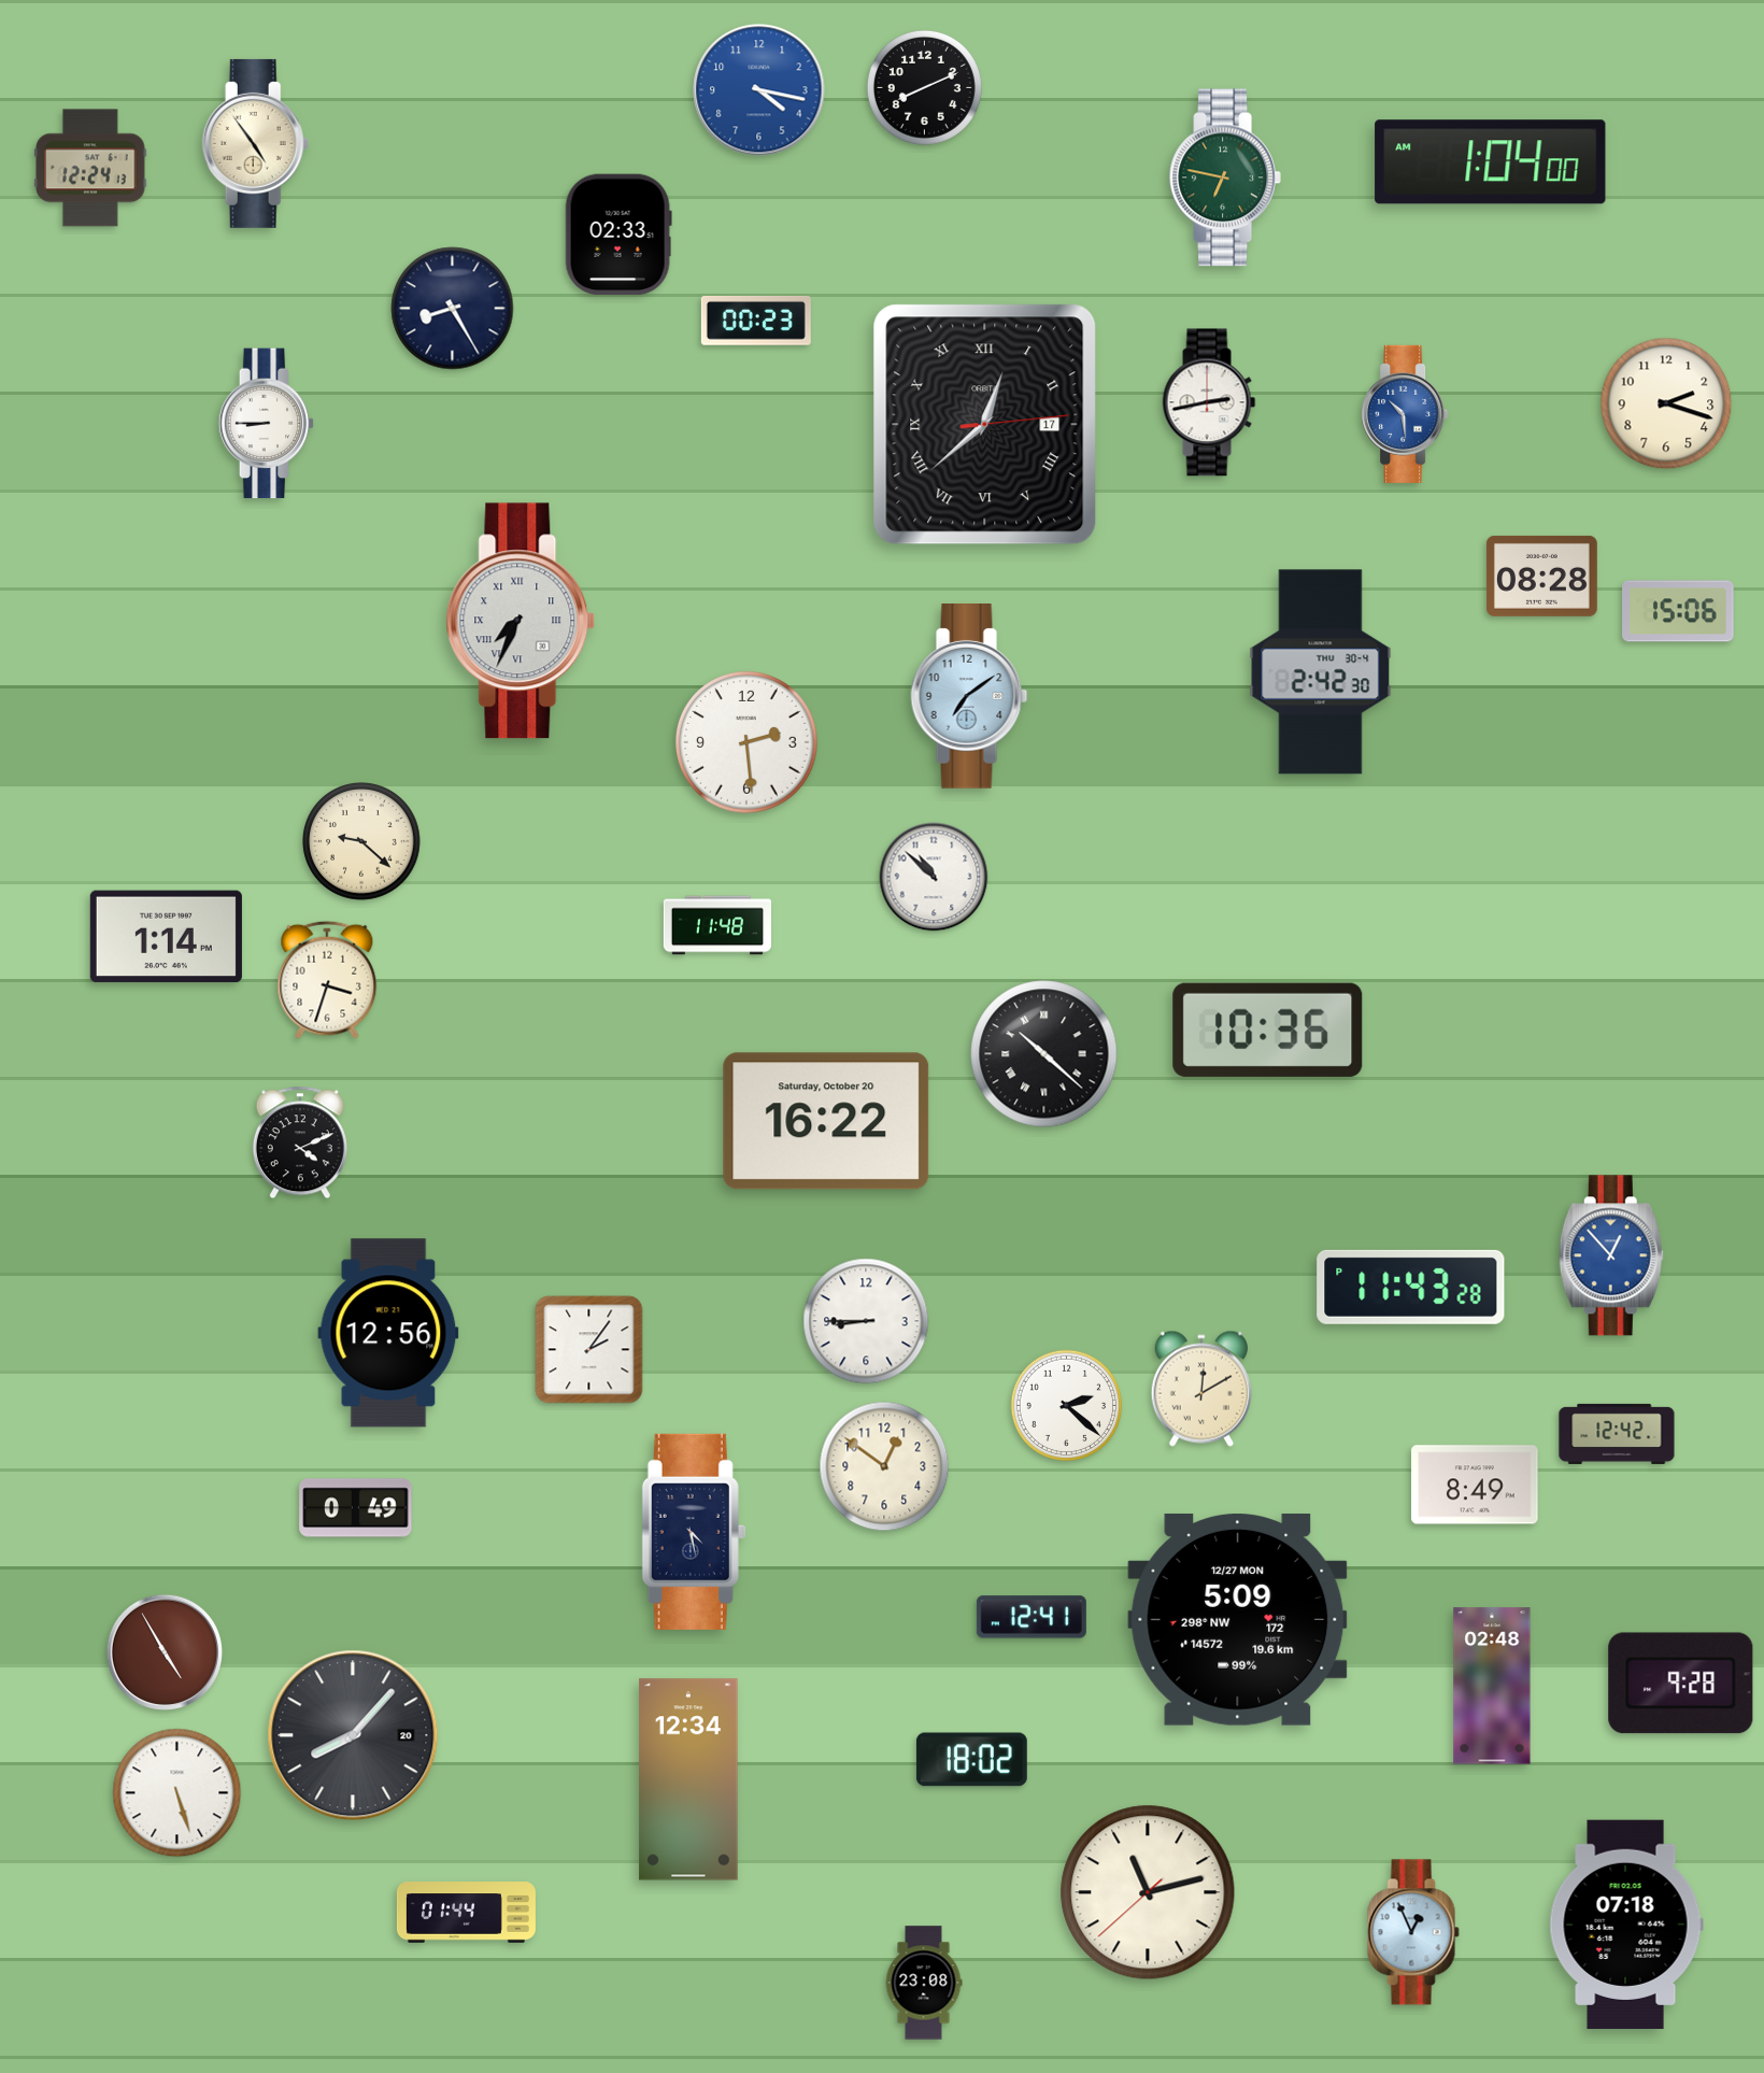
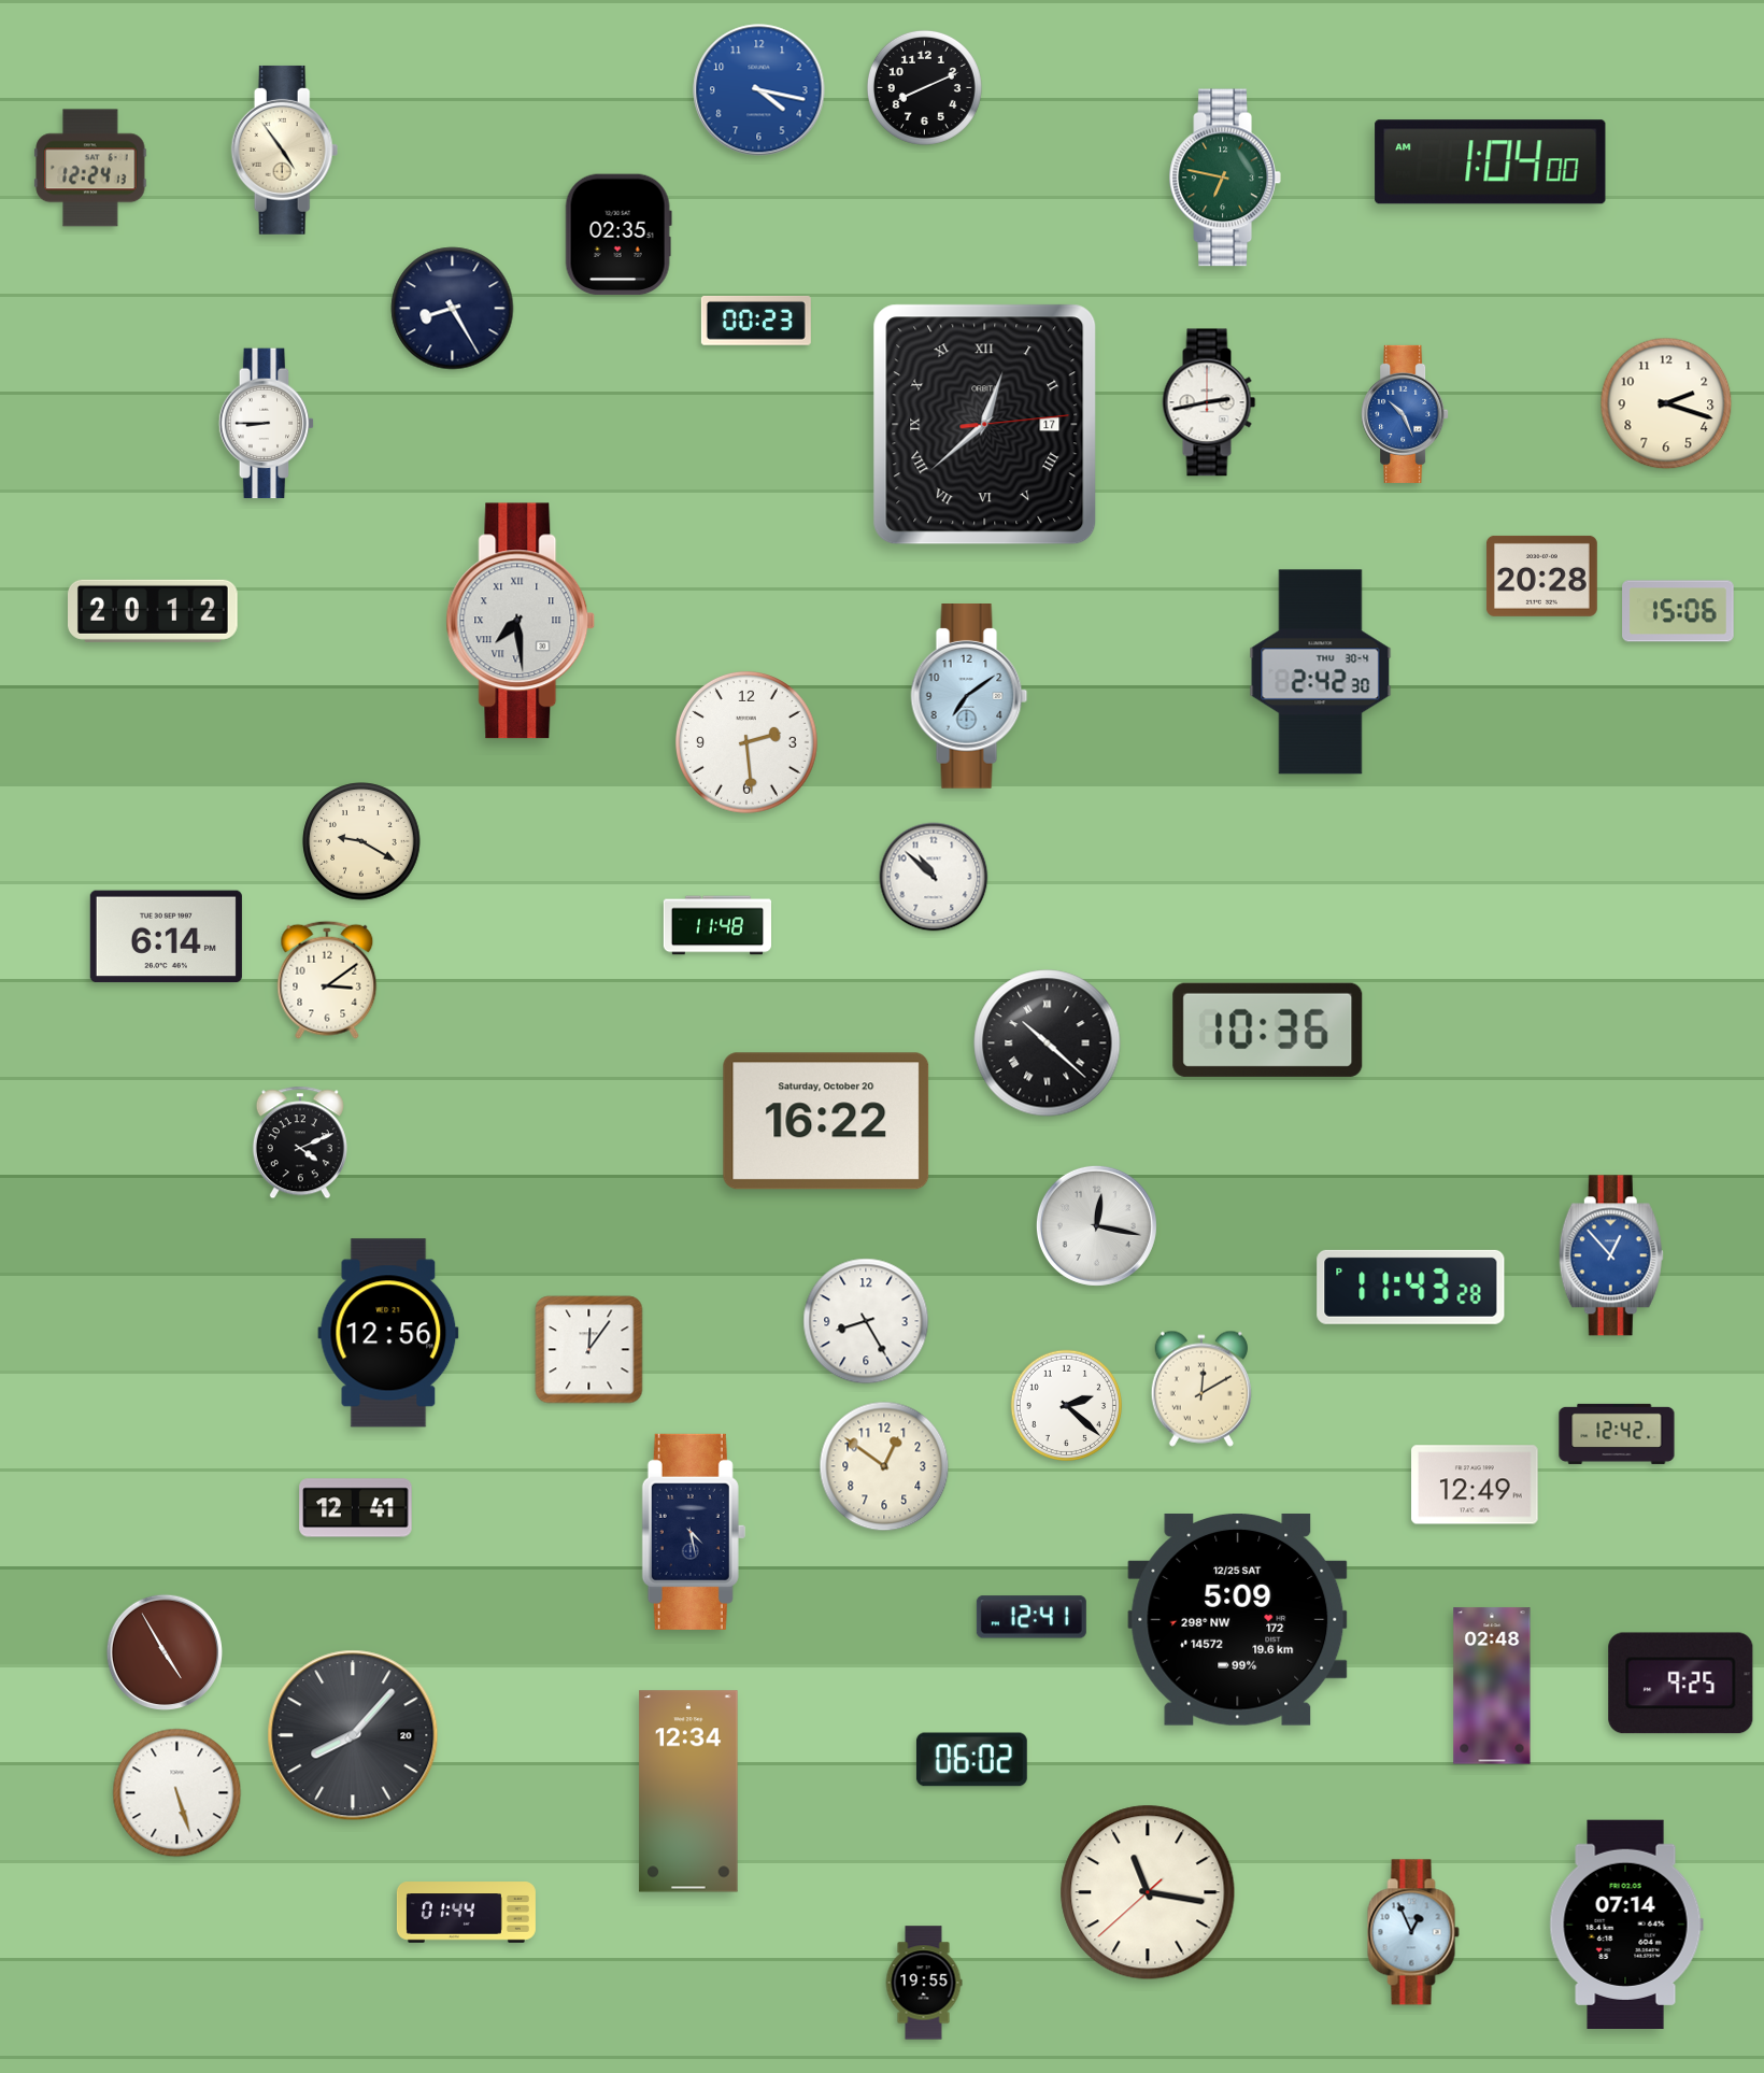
clock at (256, 143) position: (256, 143) -> (285, 150)
clock at (618, 235): 02:33 -> 02:35
clock at (1405, 414): 10:29 -> 10:26
clock at (1541, 576): 08:28 -> 20:28
clock at (154, 611): none -> 20:12
clock at (521, 621): 7:34 -> 7:29
clock at (361, 841): 9:22 -> 9:20
clock at (166, 937): 1:14 -> 6:14
clock at (327, 980): 3:33 -> 3:09
clock at (1044, 1054) position: (1044, 1054) -> (1048, 1043)
clock at (1096, 1225): none -> 12:17
clock at (866, 1321): 8:45 -> 8:25
clock at (589, 1350): 2:06 -> 12:06
clock at (1475, 1485): 8:49 -> 12:49
clock at (356, 1508): 0:49 -> 12:41
clock at (1238, 1619) date: 12/27 MON -> 12/25 SAT
clock at (1681, 1684): 9:28 -> 9:25
clock at (971, 1760): 18:02 -> 06:02
clock at (688, 1779) position: (688, 1779) -> (688, 1791)
clock at (1148, 1892): 11:12 -> 11:16
clock at (1626, 1925): 07:18 -> 07:14
clock at (924, 1983): 23:08 -> 19:55
